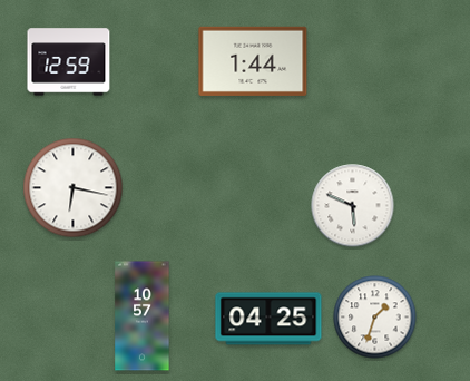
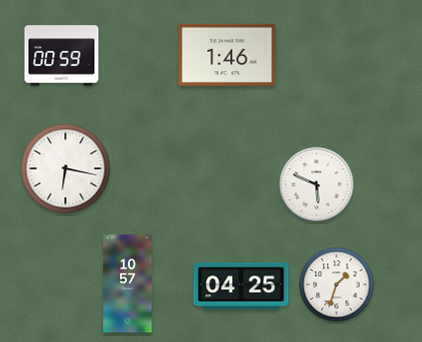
clock at (253, 61): 1:44 -> 1:46
clock at (69, 62): 12:59 -> 00:59
